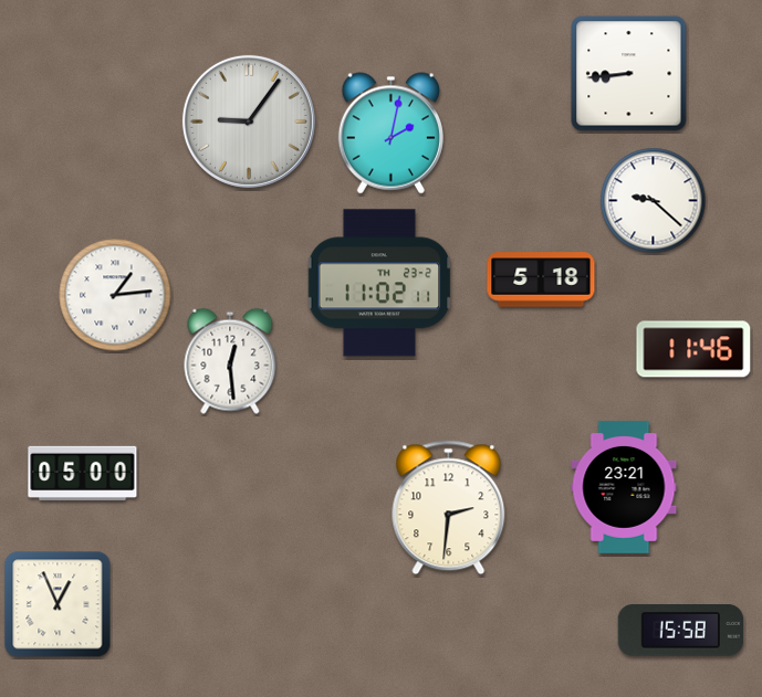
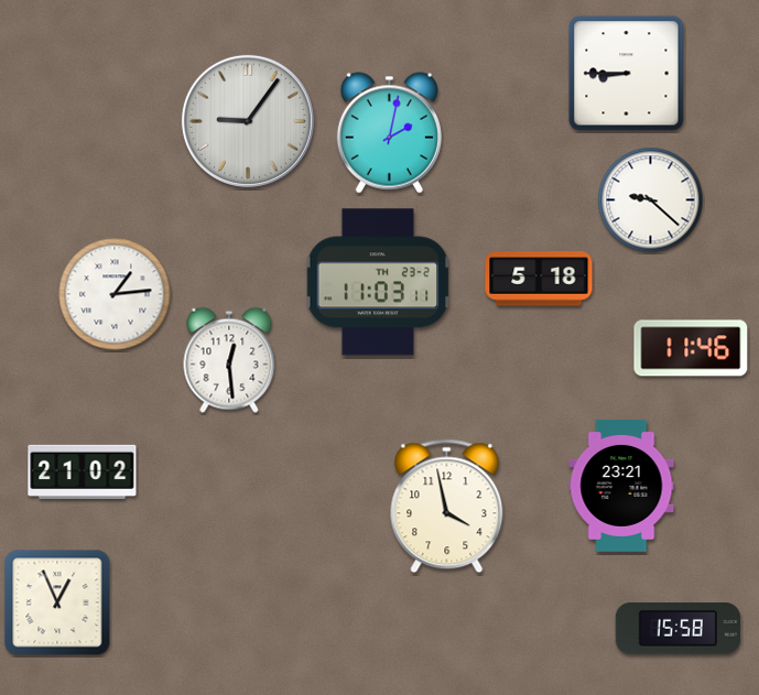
clock at (629, 74): 8:44 -> 8:45
clock at (379, 283): 11:02 -> 11:03
clock at (83, 473): 05:00 -> 21:02
clock at (449, 508): 2:31 -> 3:58
